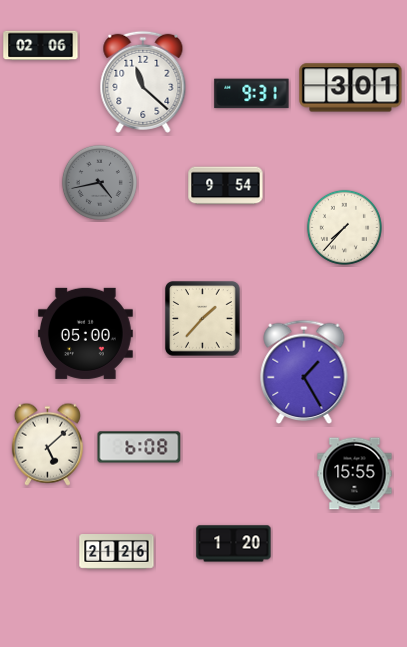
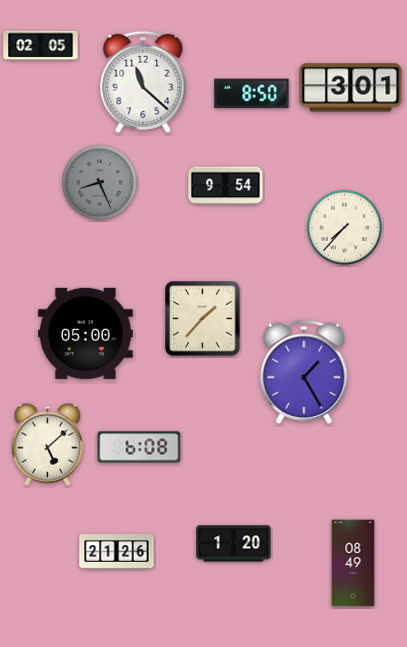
clock at (41, 46): 02:06 -> 02:05
clock at (252, 94): 9:31 -> 8:50
clock at (99, 182): 4:43 -> 8:26
clock at (355, 474): 15:55 -> none
clock at (353, 563): none -> 08:49
